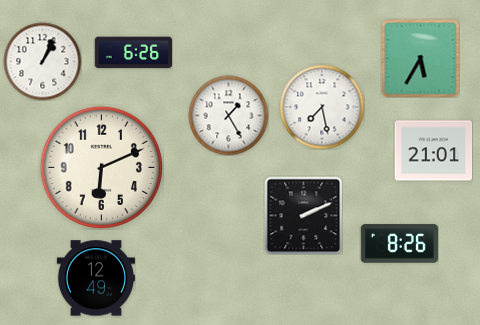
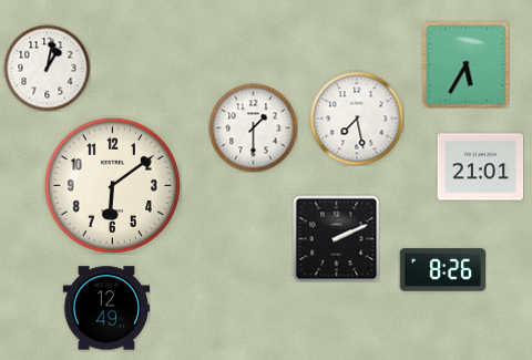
clock at (133, 53): 6:26 -> none
clock at (42, 61): 1:04 -> 1:02
clock at (228, 115): 1:25 -> 1:30
clock at (101, 167): 6:11 -> 6:09
